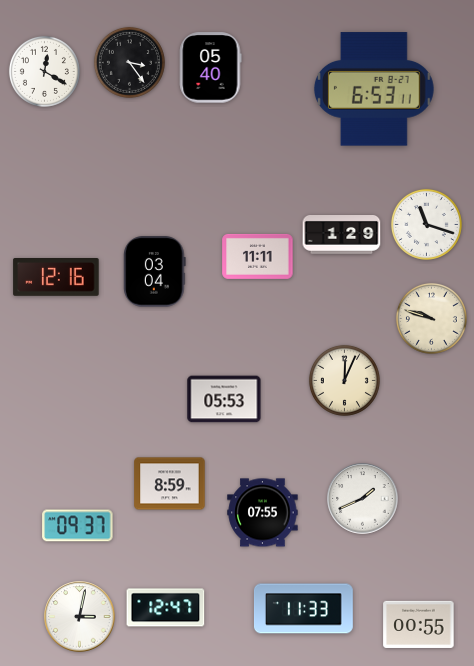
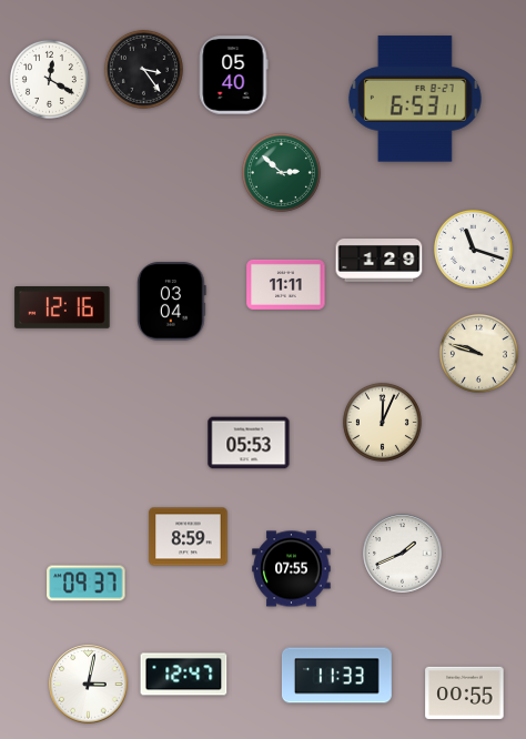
clock at (281, 172): none -> 2:52
